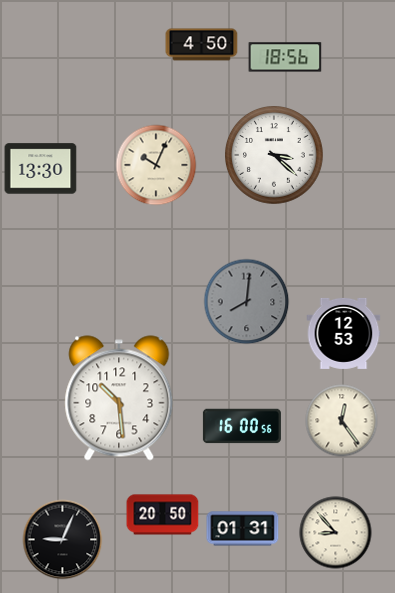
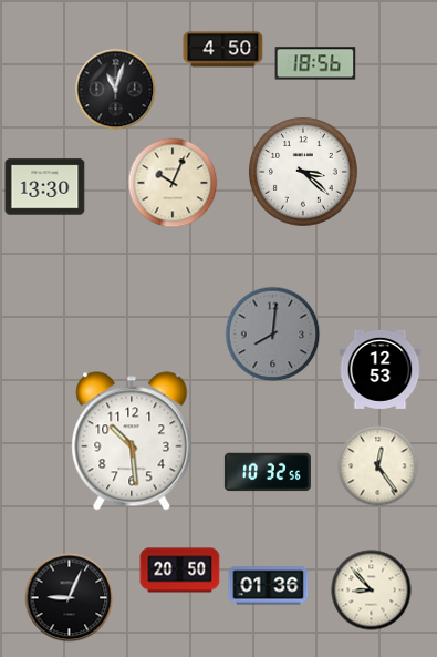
clock at (116, 90): none -> 11:03
clock at (242, 426): 16:00 -> 10:32
clock at (243, 529): 01:31 -> 01:36
